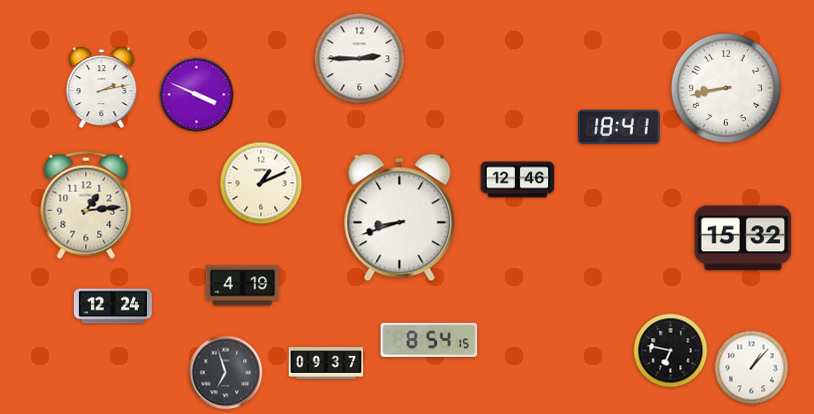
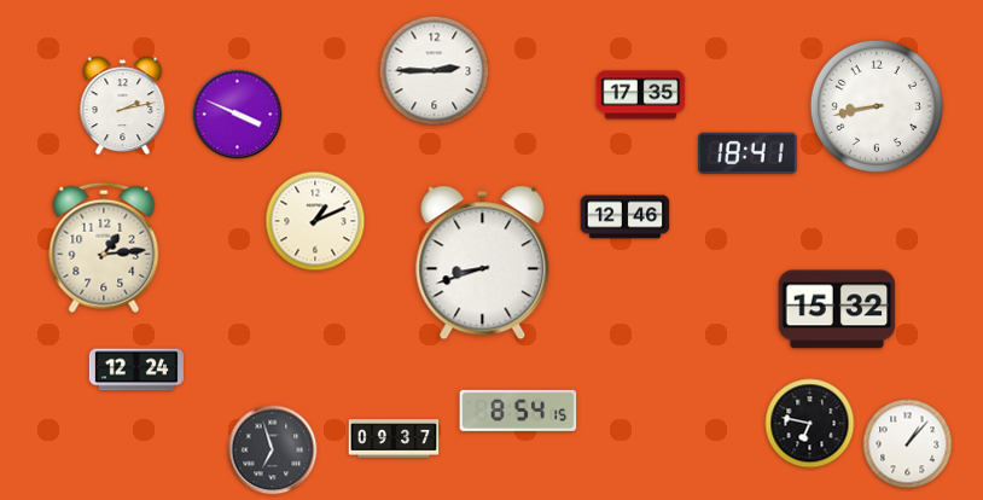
clock at (641, 95): none -> 17:35
clock at (743, 238) position: (743, 238) -> (837, 309)
clock at (243, 286): 4:19 -> none
